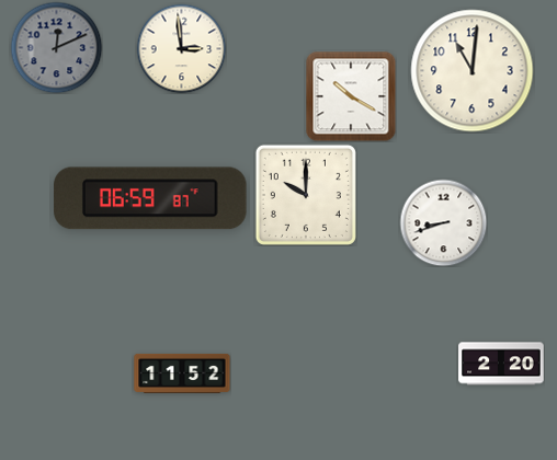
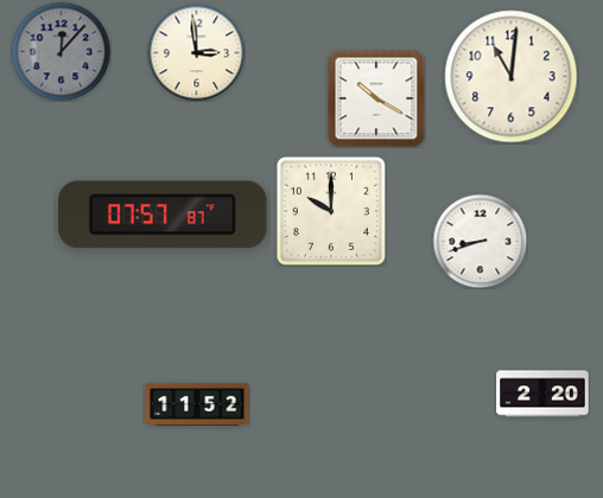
clock at (56, 47): 12:11 -> 12:07
clock at (351, 96) position: (351, 96) -> (376, 98)
clock at (150, 198): 06:59 -> 07:57
